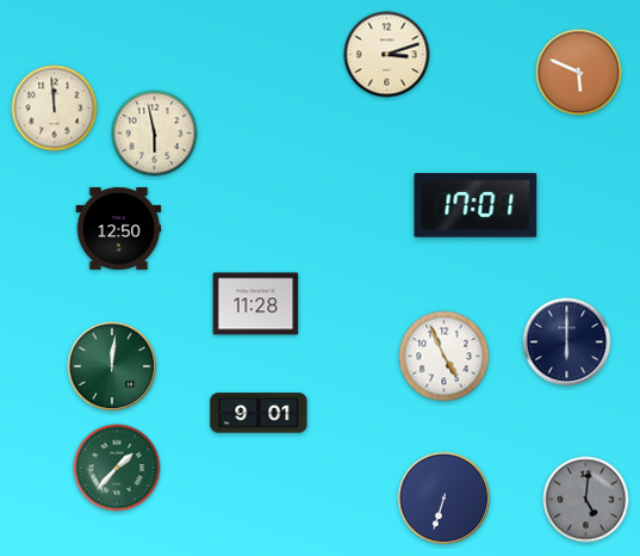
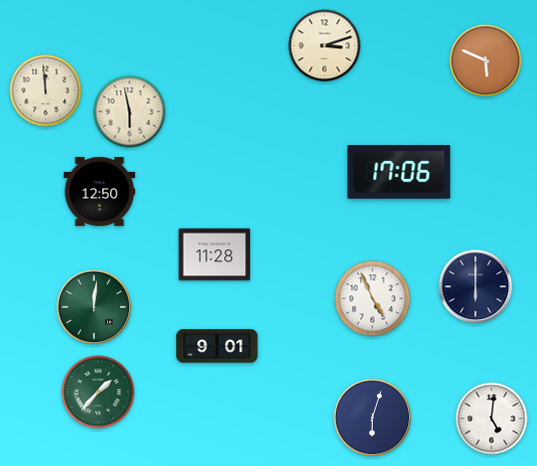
clock at (476, 205): 17:01 -> 17:06
clock at (445, 499): 6:33 -> 6:03
clock at (586, 500) dial: grey -> white
